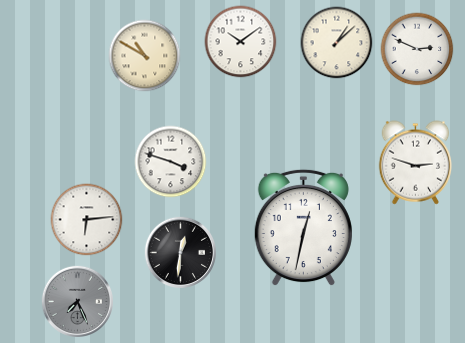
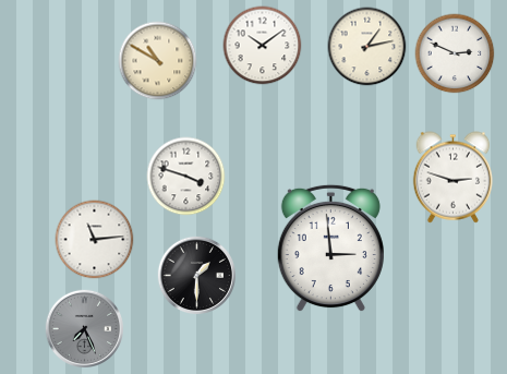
clock at (337, 43): 1:08 -> 1:13
clock at (87, 220): 6:14 -> 11:14
clock at (303, 228): 12:32 -> 2:59
clock at (180, 252): 12:31 -> 1:30
